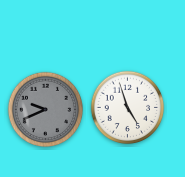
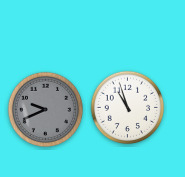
clock at (128, 108): 4:57 -> 10:57
